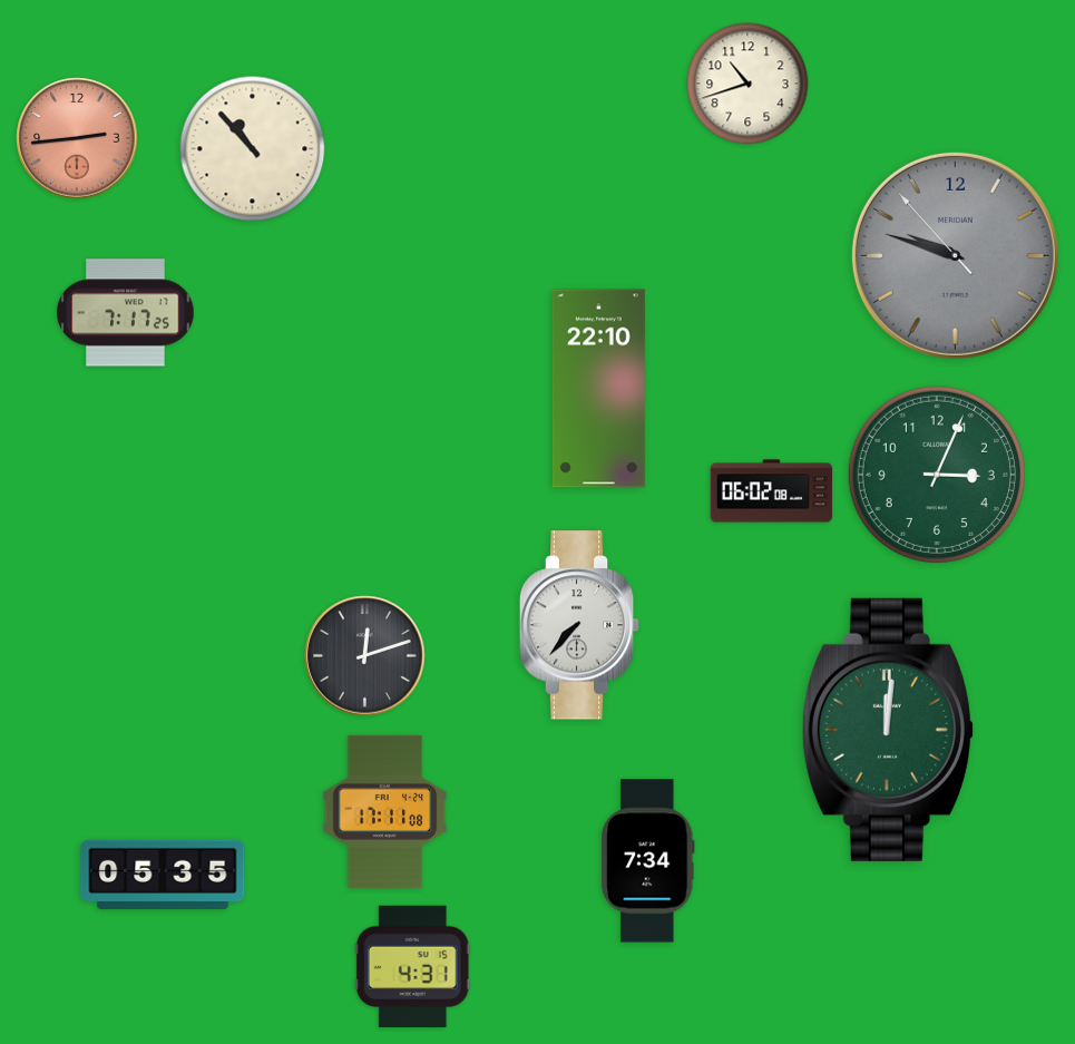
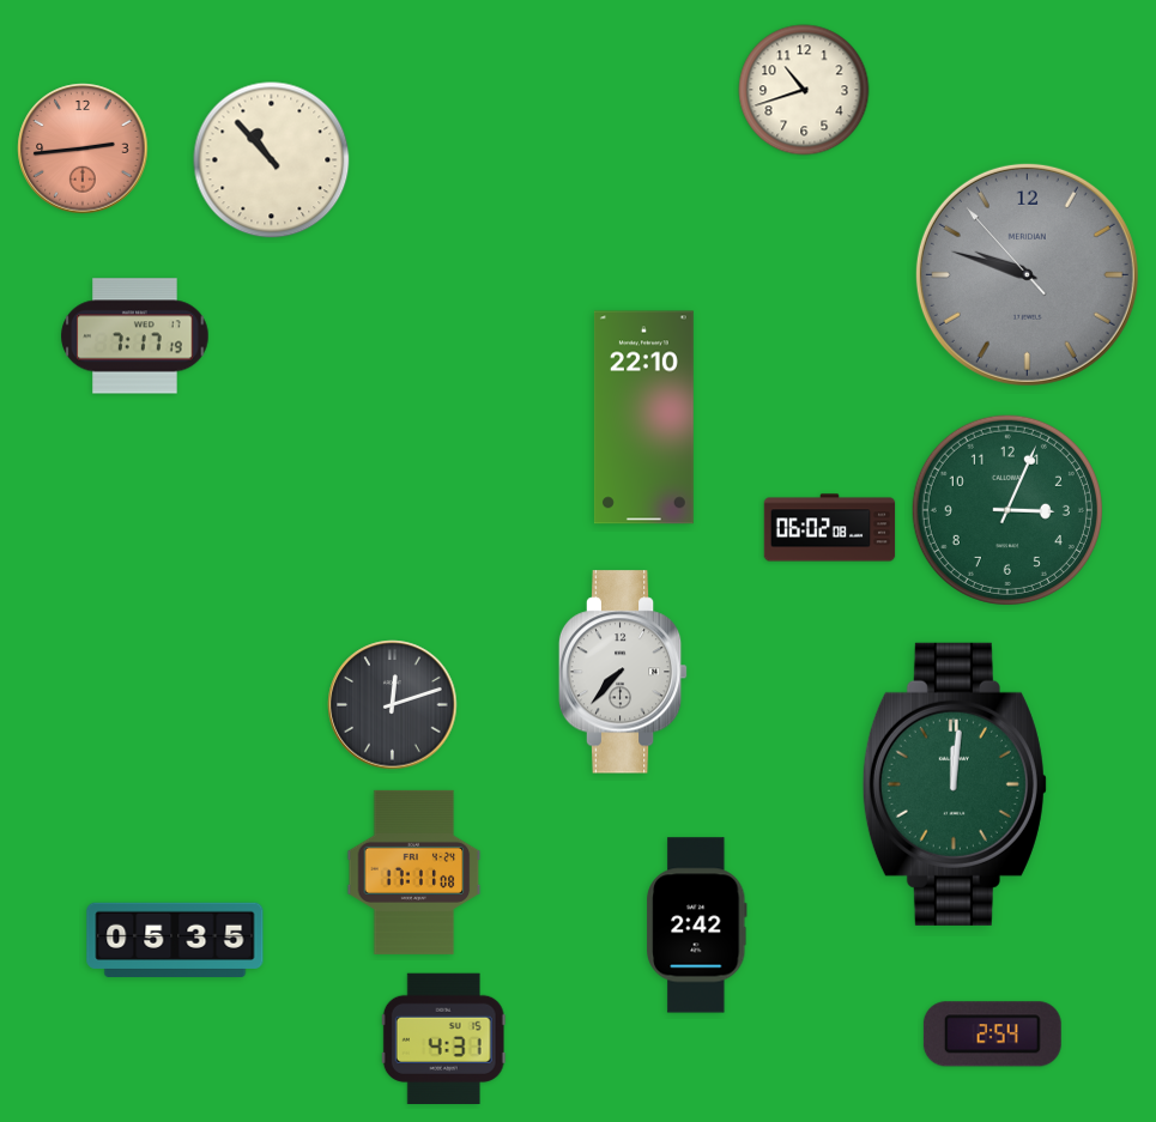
clock at (126, 313): 7:17:25 -> 7:17:19
clock at (648, 861): 7:34 -> 2:42
clock at (992, 1035): none -> 2:54
